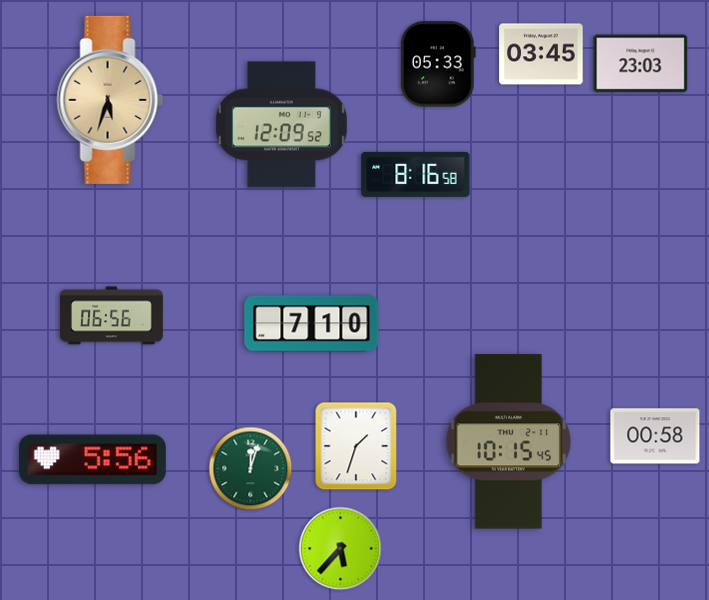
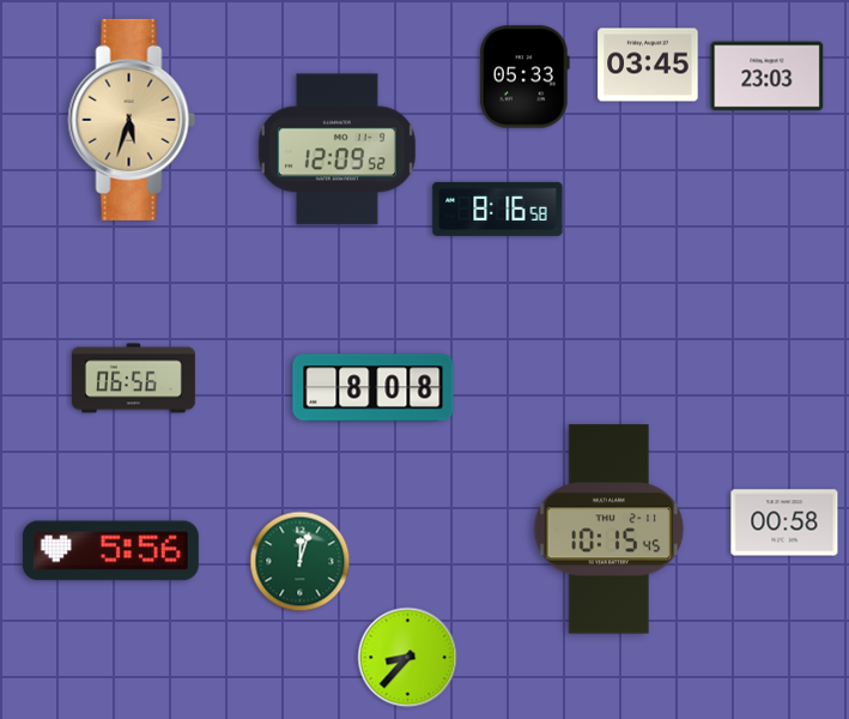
clock at (312, 324): 7:10 -> 8:08
clock at (356, 446): 1:33 -> none
clock at (341, 549): 5:37 -> 8:37
